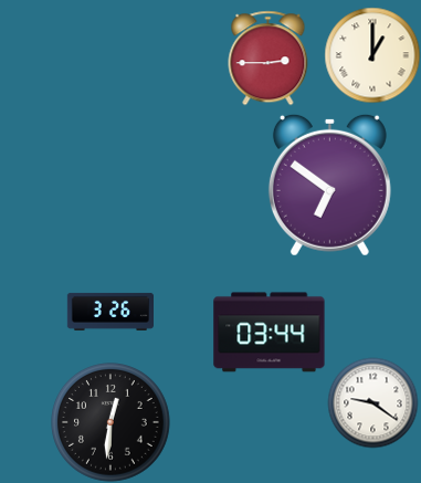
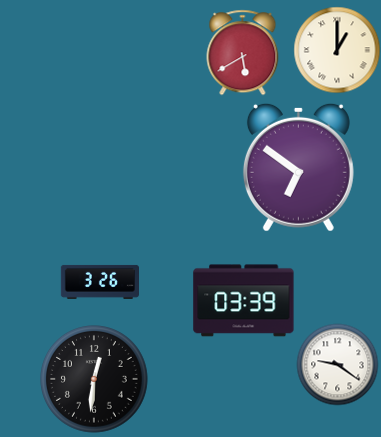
clock at (269, 57): 2:45 -> 5:40
clock at (270, 333): 03:44 -> 03:39
clock at (112, 423) position: (112, 423) -> (95, 380)
